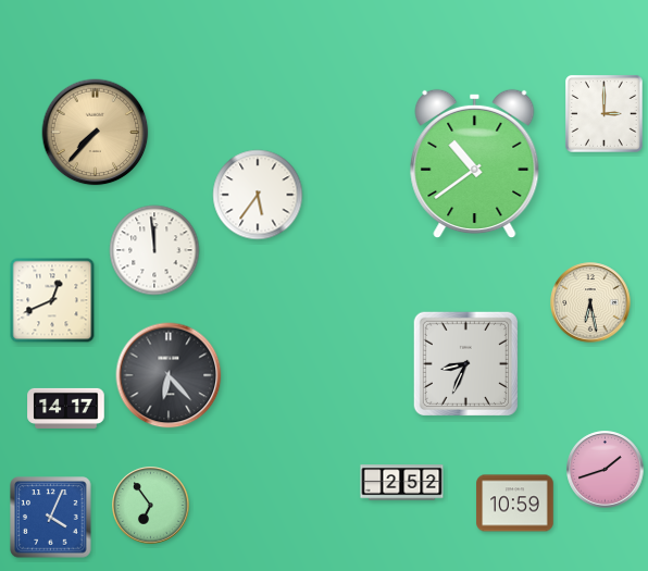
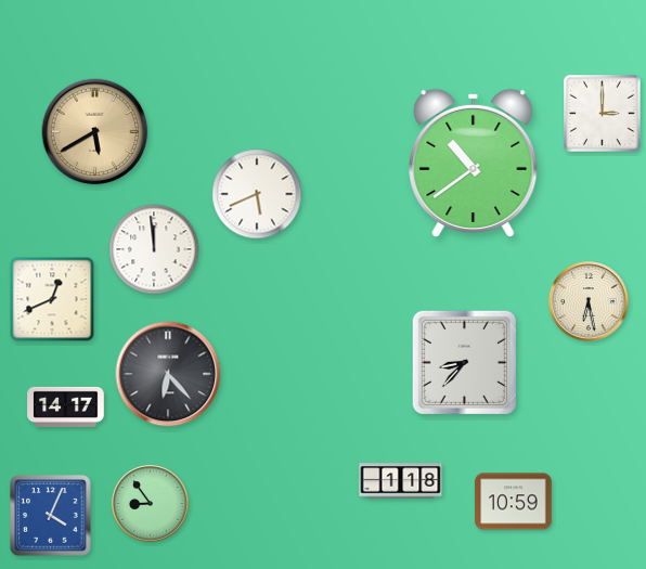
clock at (96, 133): 7:37 -> 5:40
clock at (258, 195): 5:36 -> 5:41
clock at (465, 363): 8:34 -> 8:37
clock at (606, 470): 1:42 -> none
clock at (402, 483): 2:52 -> 1:18
clock at (151, 506): 6:54 -> 8:54
